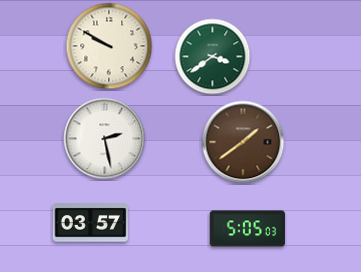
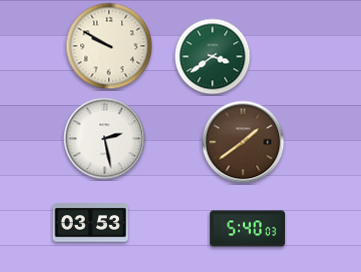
clock at (91, 223): 03:57 -> 03:53
clock at (247, 229): 5:05 -> 5:40
